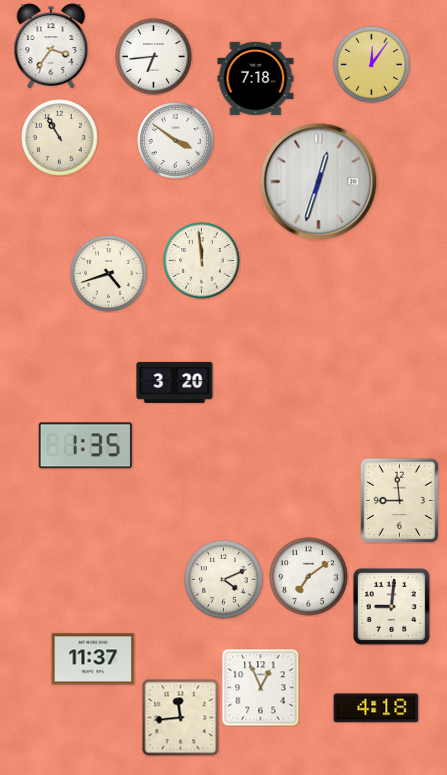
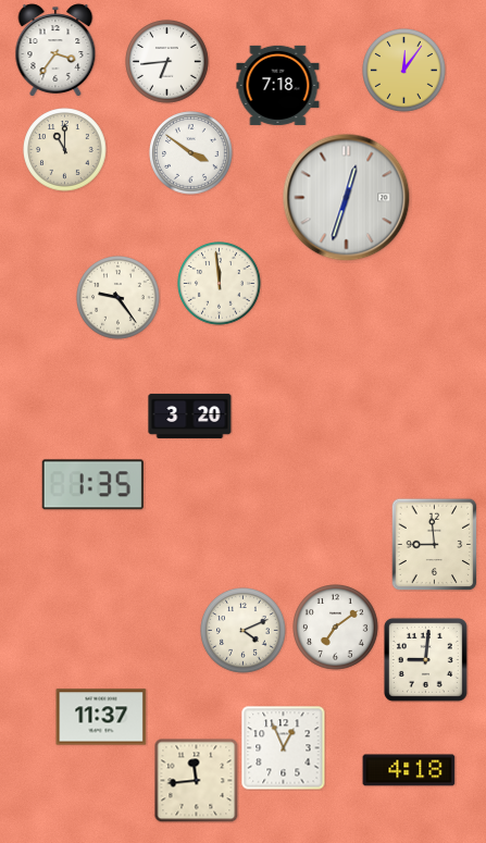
clock at (60, 138): 10:55 -> 11:00
clock at (109, 274): 4:42 -> 9:24
